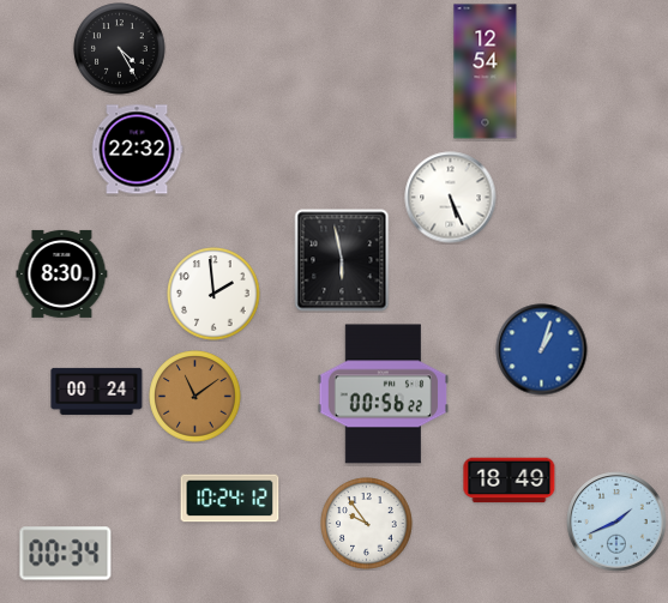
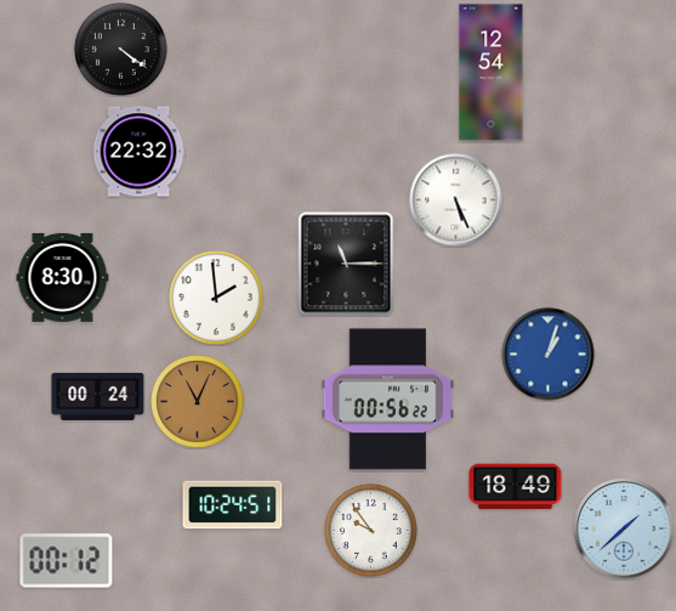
clock at (120, 49): 4:25 -> 4:21
clock at (342, 260): 5:58 -> 11:15
clock at (195, 397): 11:09 -> 11:04
clock at (230, 499): 10:24:12 -> 10:24:51
clock at (616, 521): 1:41 -> 1:38
clock at (66, 554): 00:34 -> 00:12
